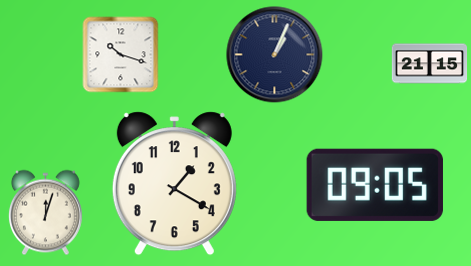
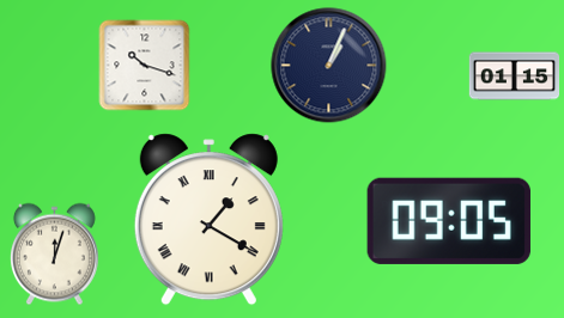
clock at (430, 64): 21:15 -> 01:15
clock at (174, 184) numerals: Arabic -> Roman
